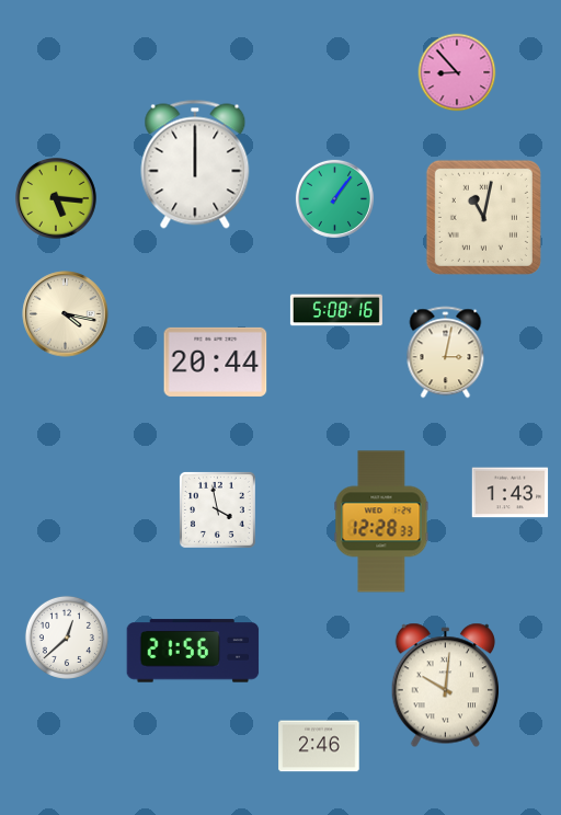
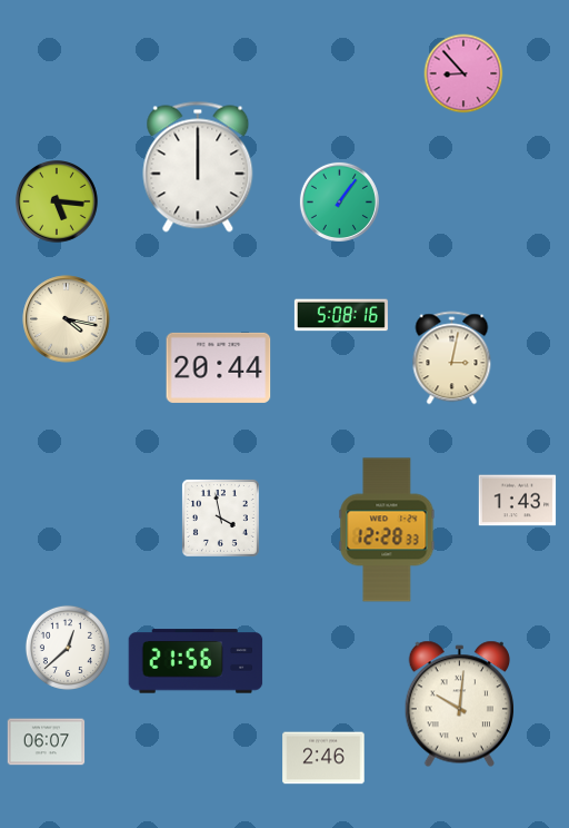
clock at (483, 217): 11:02 -> none
clock at (445, 686) position: (445, 686) -> (459, 704)
clock at (47, 742): none -> 06:07
